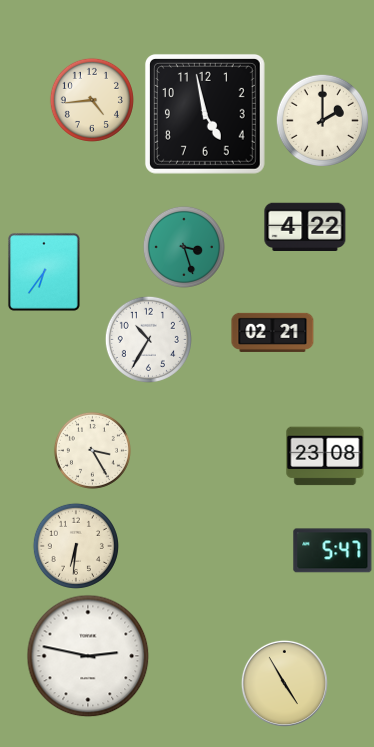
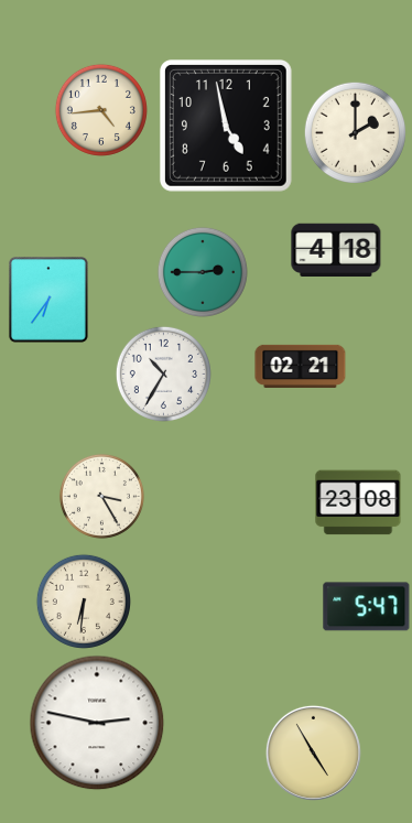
clock at (305, 227): 4:22 -> 4:18
clock at (184, 247): 3:27 -> 2:45
